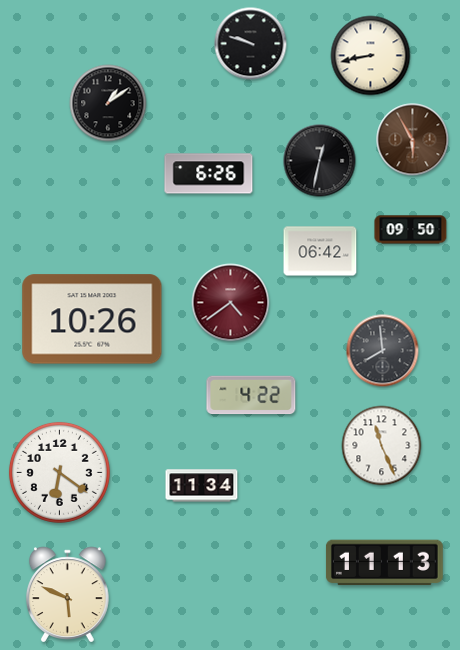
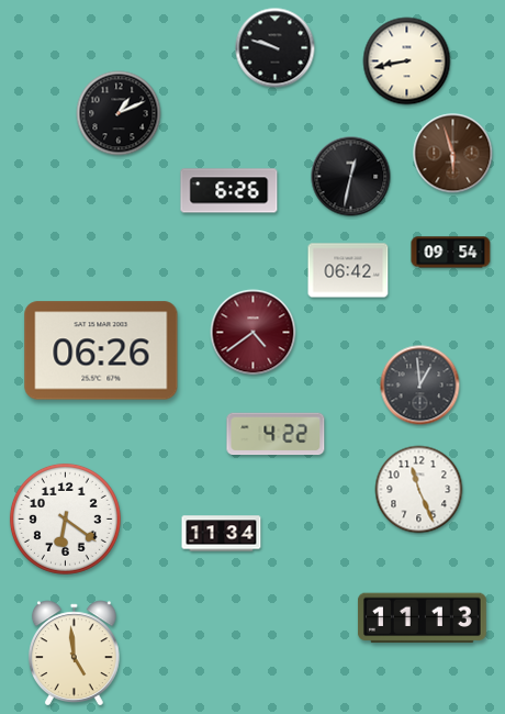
clock at (108, 103): 1:09 -> 1:11
clock at (413, 140): 5:55 -> 5:57
clock at (411, 230): 09:50 -> 09:54
clock at (320, 251) position: (320, 251) -> (348, 270)
clock at (92, 319): 10:26 -> 06:26
clock at (383, 351): 7:59 -> 12:59
clock at (67, 595): 5:49 -> 4:59
